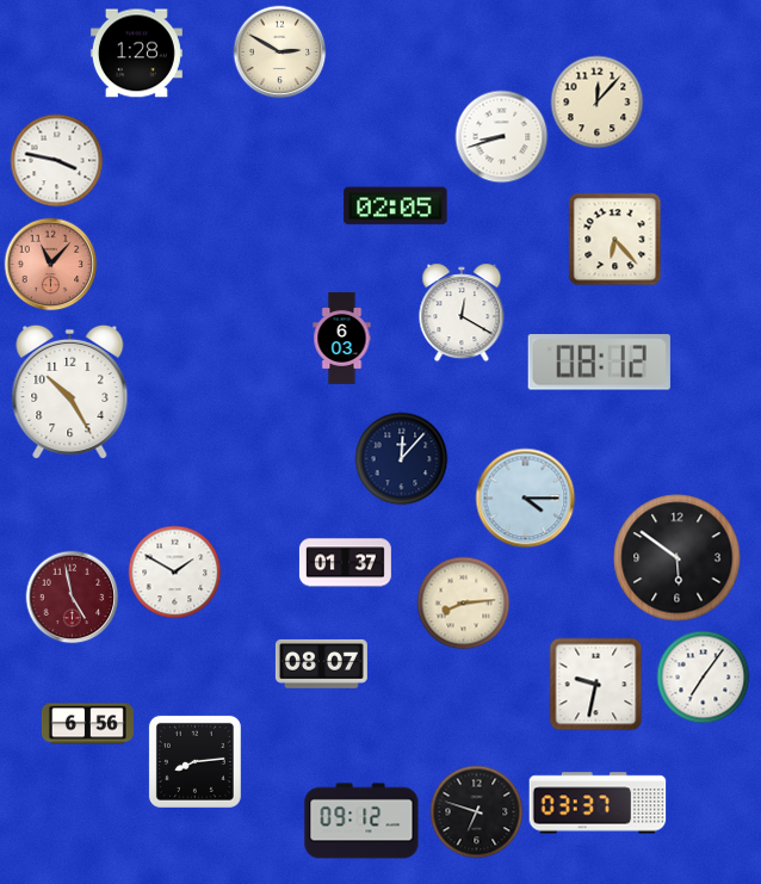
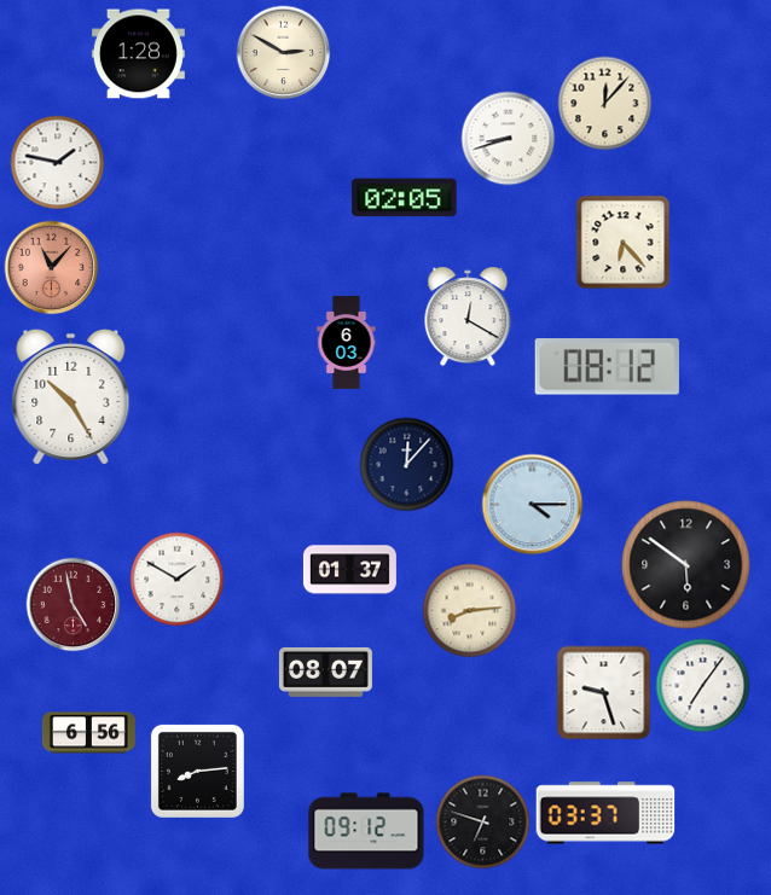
clock at (56, 160): 3:47 -> 1:47
clock at (396, 206) position: (396, 206) -> (405, 198)
clock at (703, 676) position: (703, 676) -> (702, 685)
clock at (595, 684): 9:32 -> 9:27
